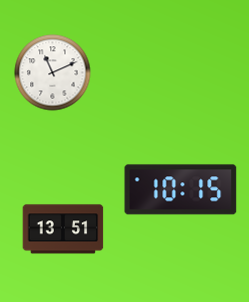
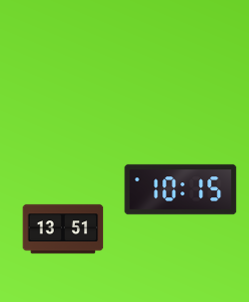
clock at (53, 73): 11:11 -> none
